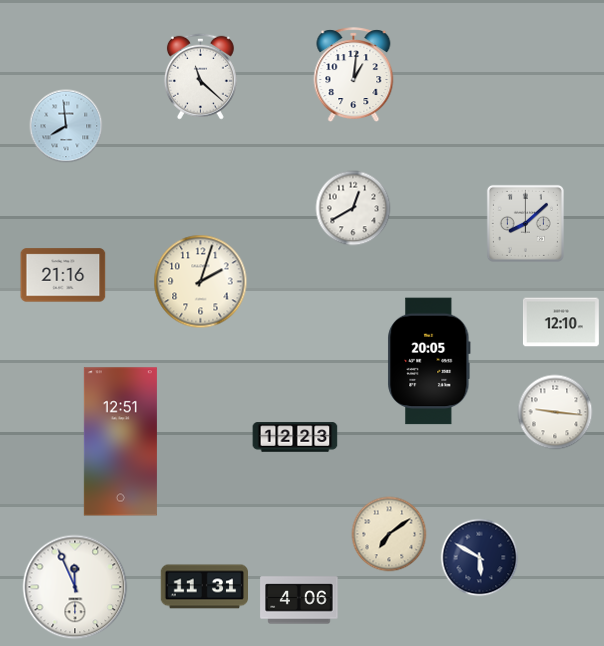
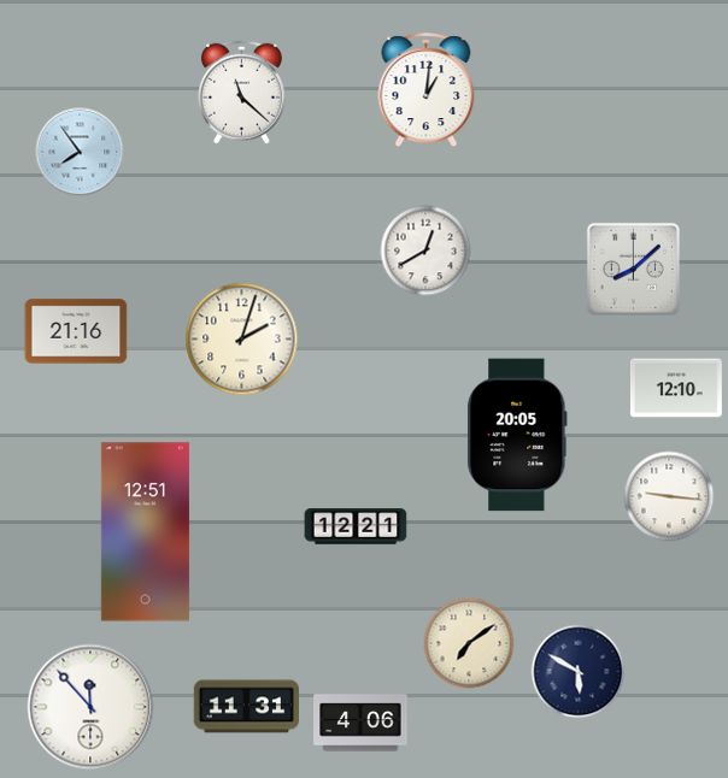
clock at (66, 126): 7:59 -> 7:54
clock at (295, 437): 12:23 -> 12:21
clock at (75, 587): 11:56 -> 11:53
